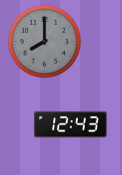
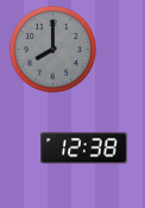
clock at (71, 125): 12:43 -> 12:38
